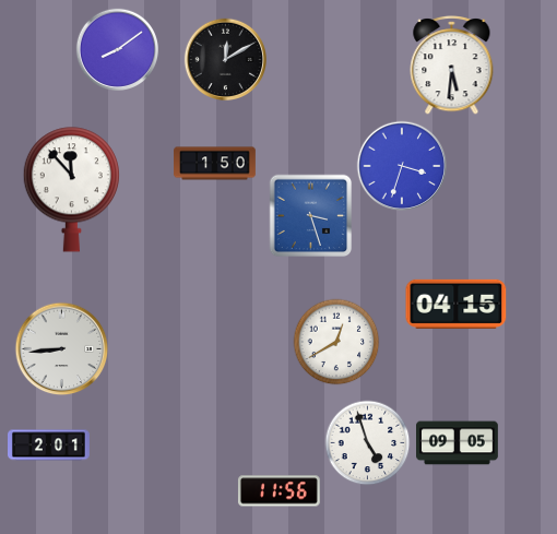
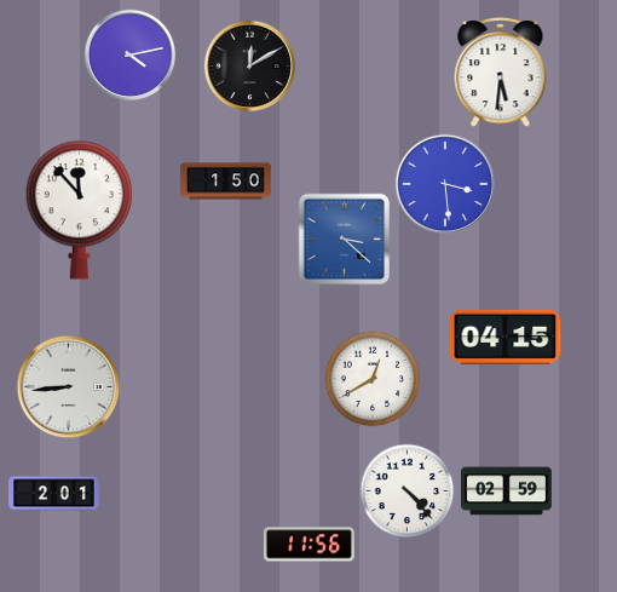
clock at (117, 49): 8:09 -> 4:13
clock at (215, 164) position: (215, 164) -> (226, 182)
clock at (402, 166): 3:33 -> 3:29
clock at (311, 216): 3:27 -> 3:22
clock at (368, 443): 4:57 -> 4:23
clock at (458, 443): 09:05 -> 02:59
